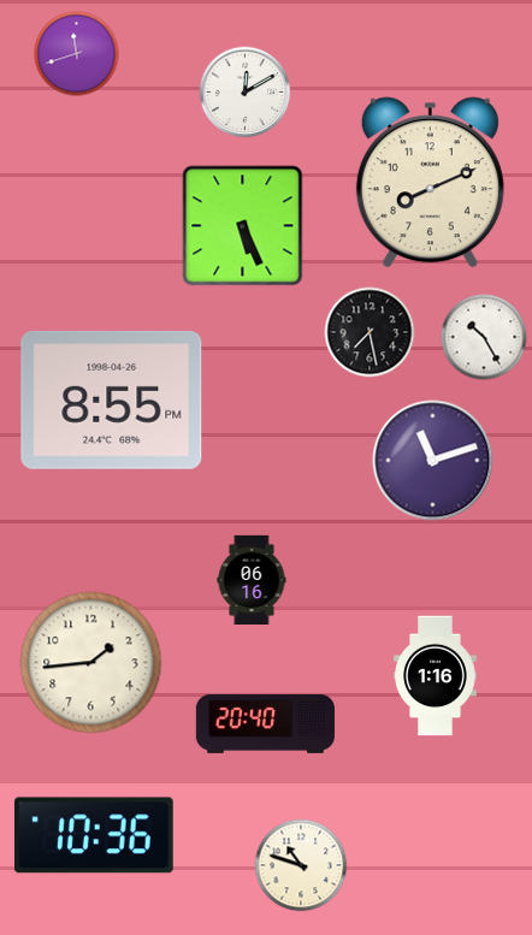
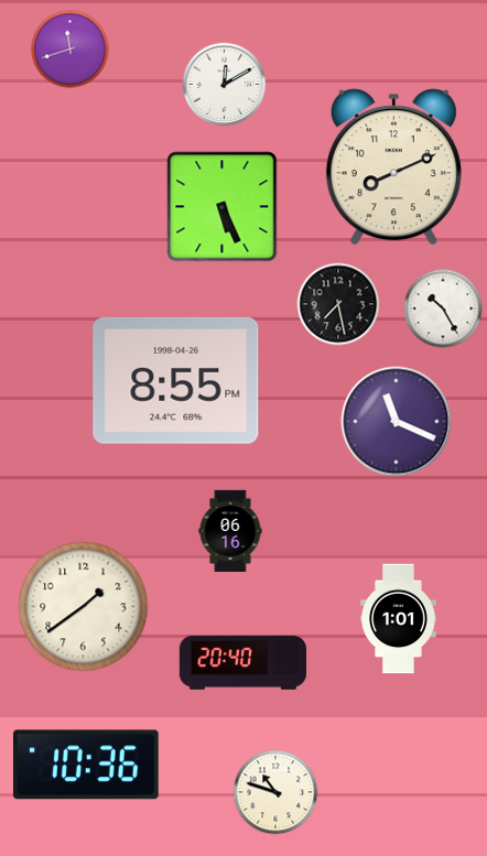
clock at (112, 400) position: (112, 400) -> (176, 380)
clock at (433, 461): 11:12 -> 11:19
clock at (91, 663): 1:44 -> 1:39
clock at (436, 676): 1:16 -> 1:01
